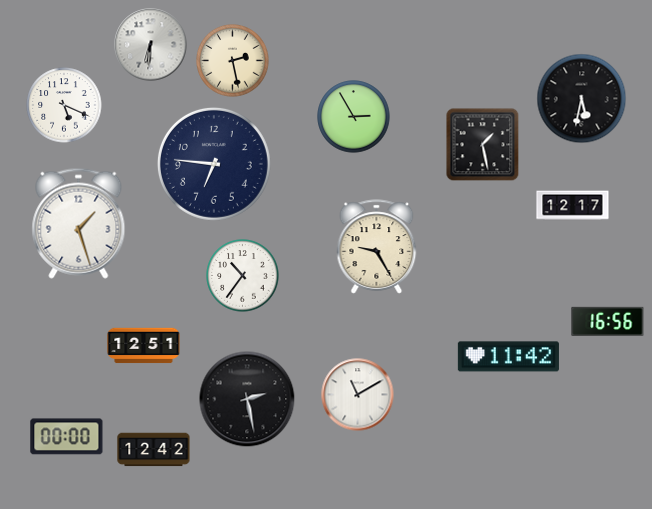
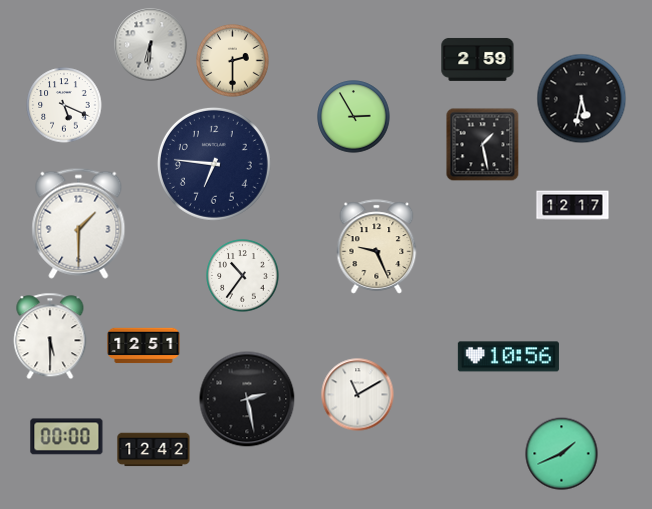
clock at (478, 59): none -> 2:59
clock at (233, 61): 2:28 -> 2:30
clock at (79, 223): 1:27 -> 1:30
clock at (377, 247): 9:25 -> 9:26
clock at (608, 321): 16:56 -> none
clock at (50, 336): none -> 5:30
clock at (508, 357): 11:42 -> 10:56
clock at (562, 454): none -> 1:41
